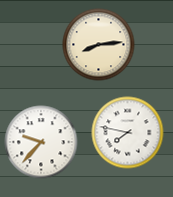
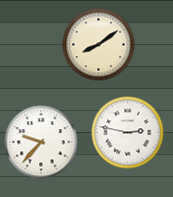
clock at (99, 45): 8:14 -> 8:09
clock at (128, 133): 7:47 -> 2:47
